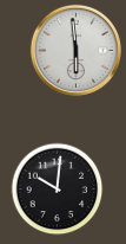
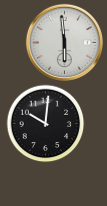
clock at (57, 188) position: (57, 188) -> (45, 123)
